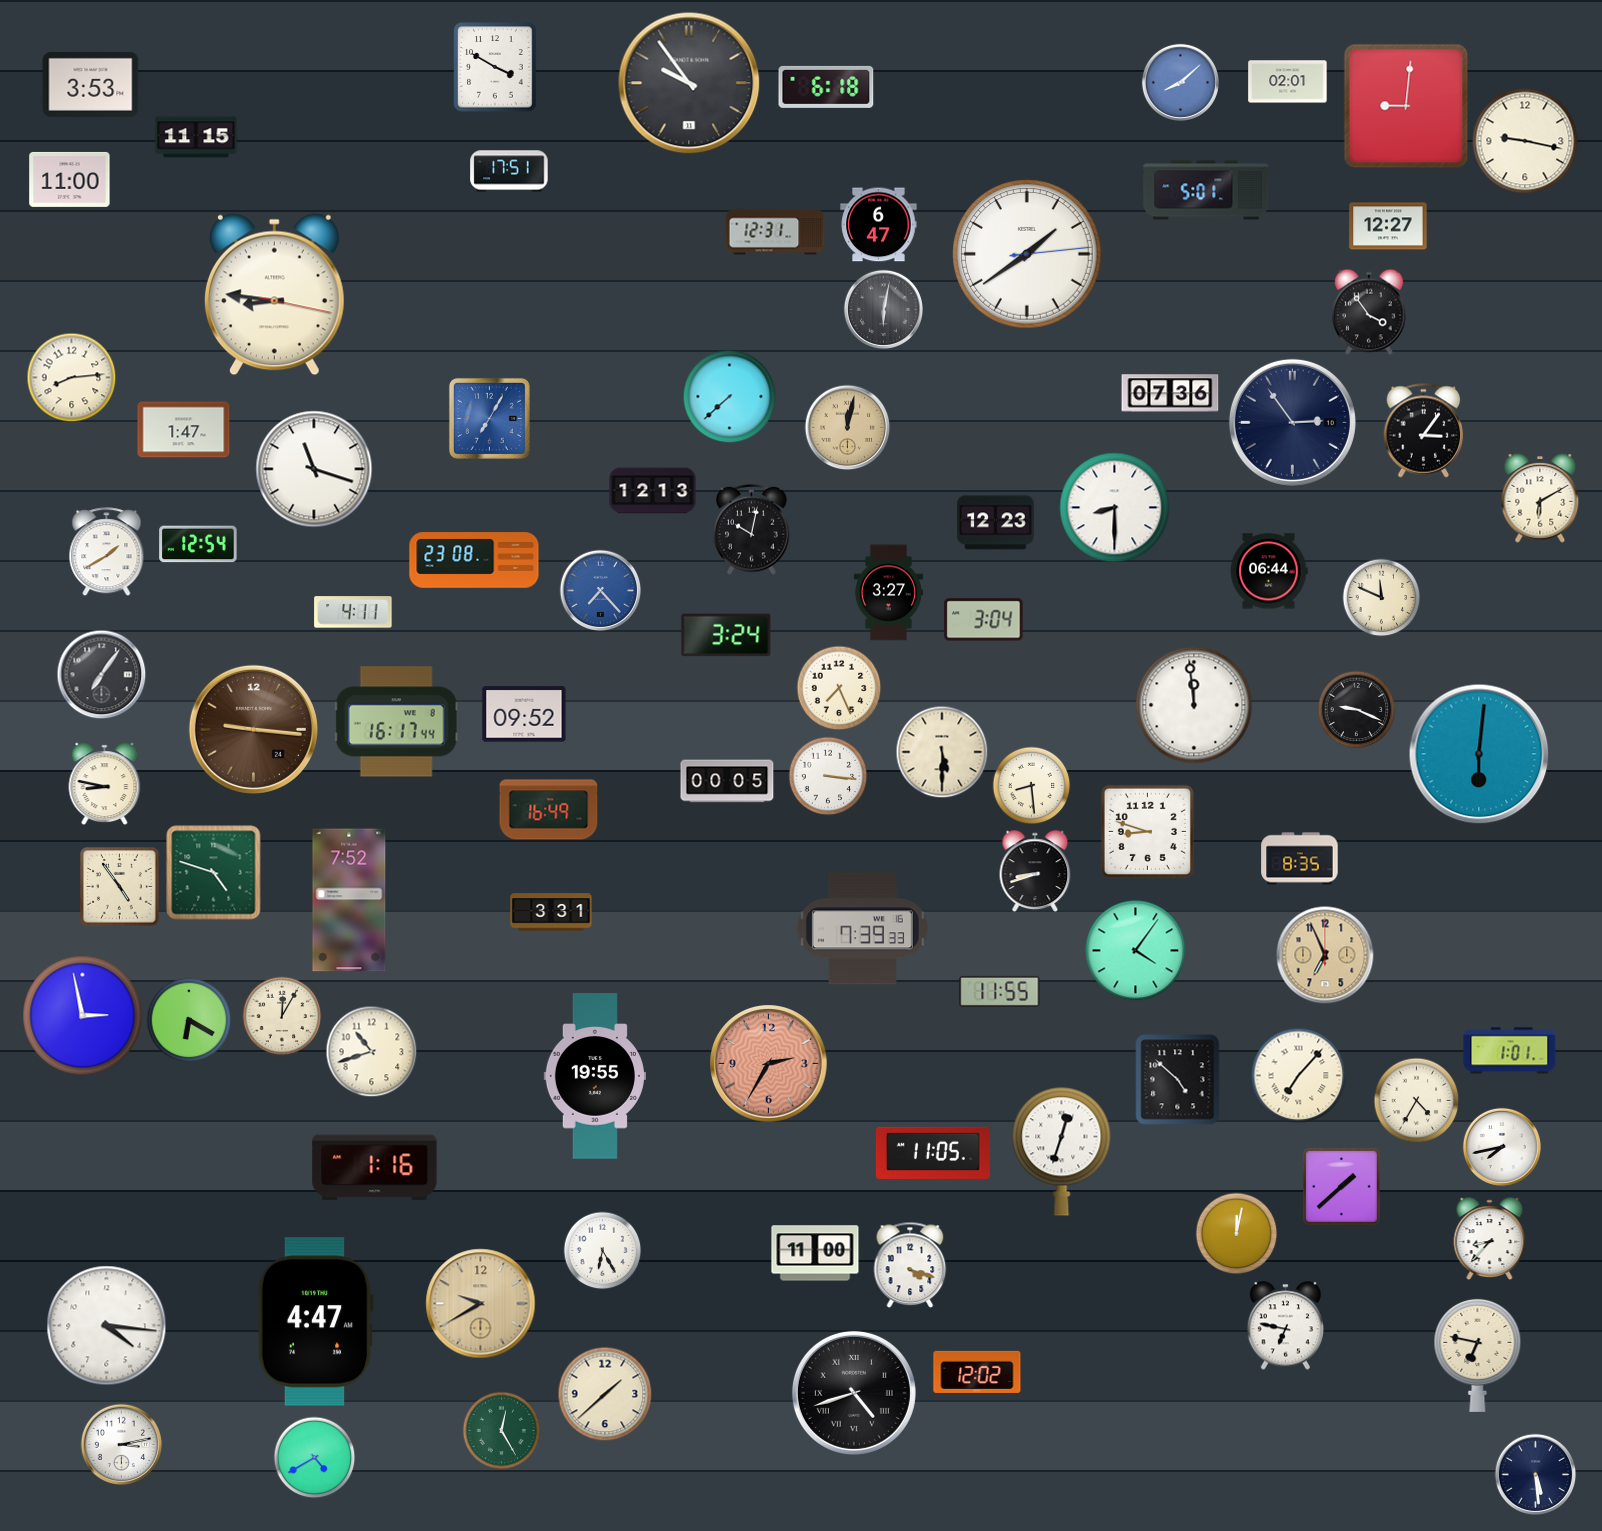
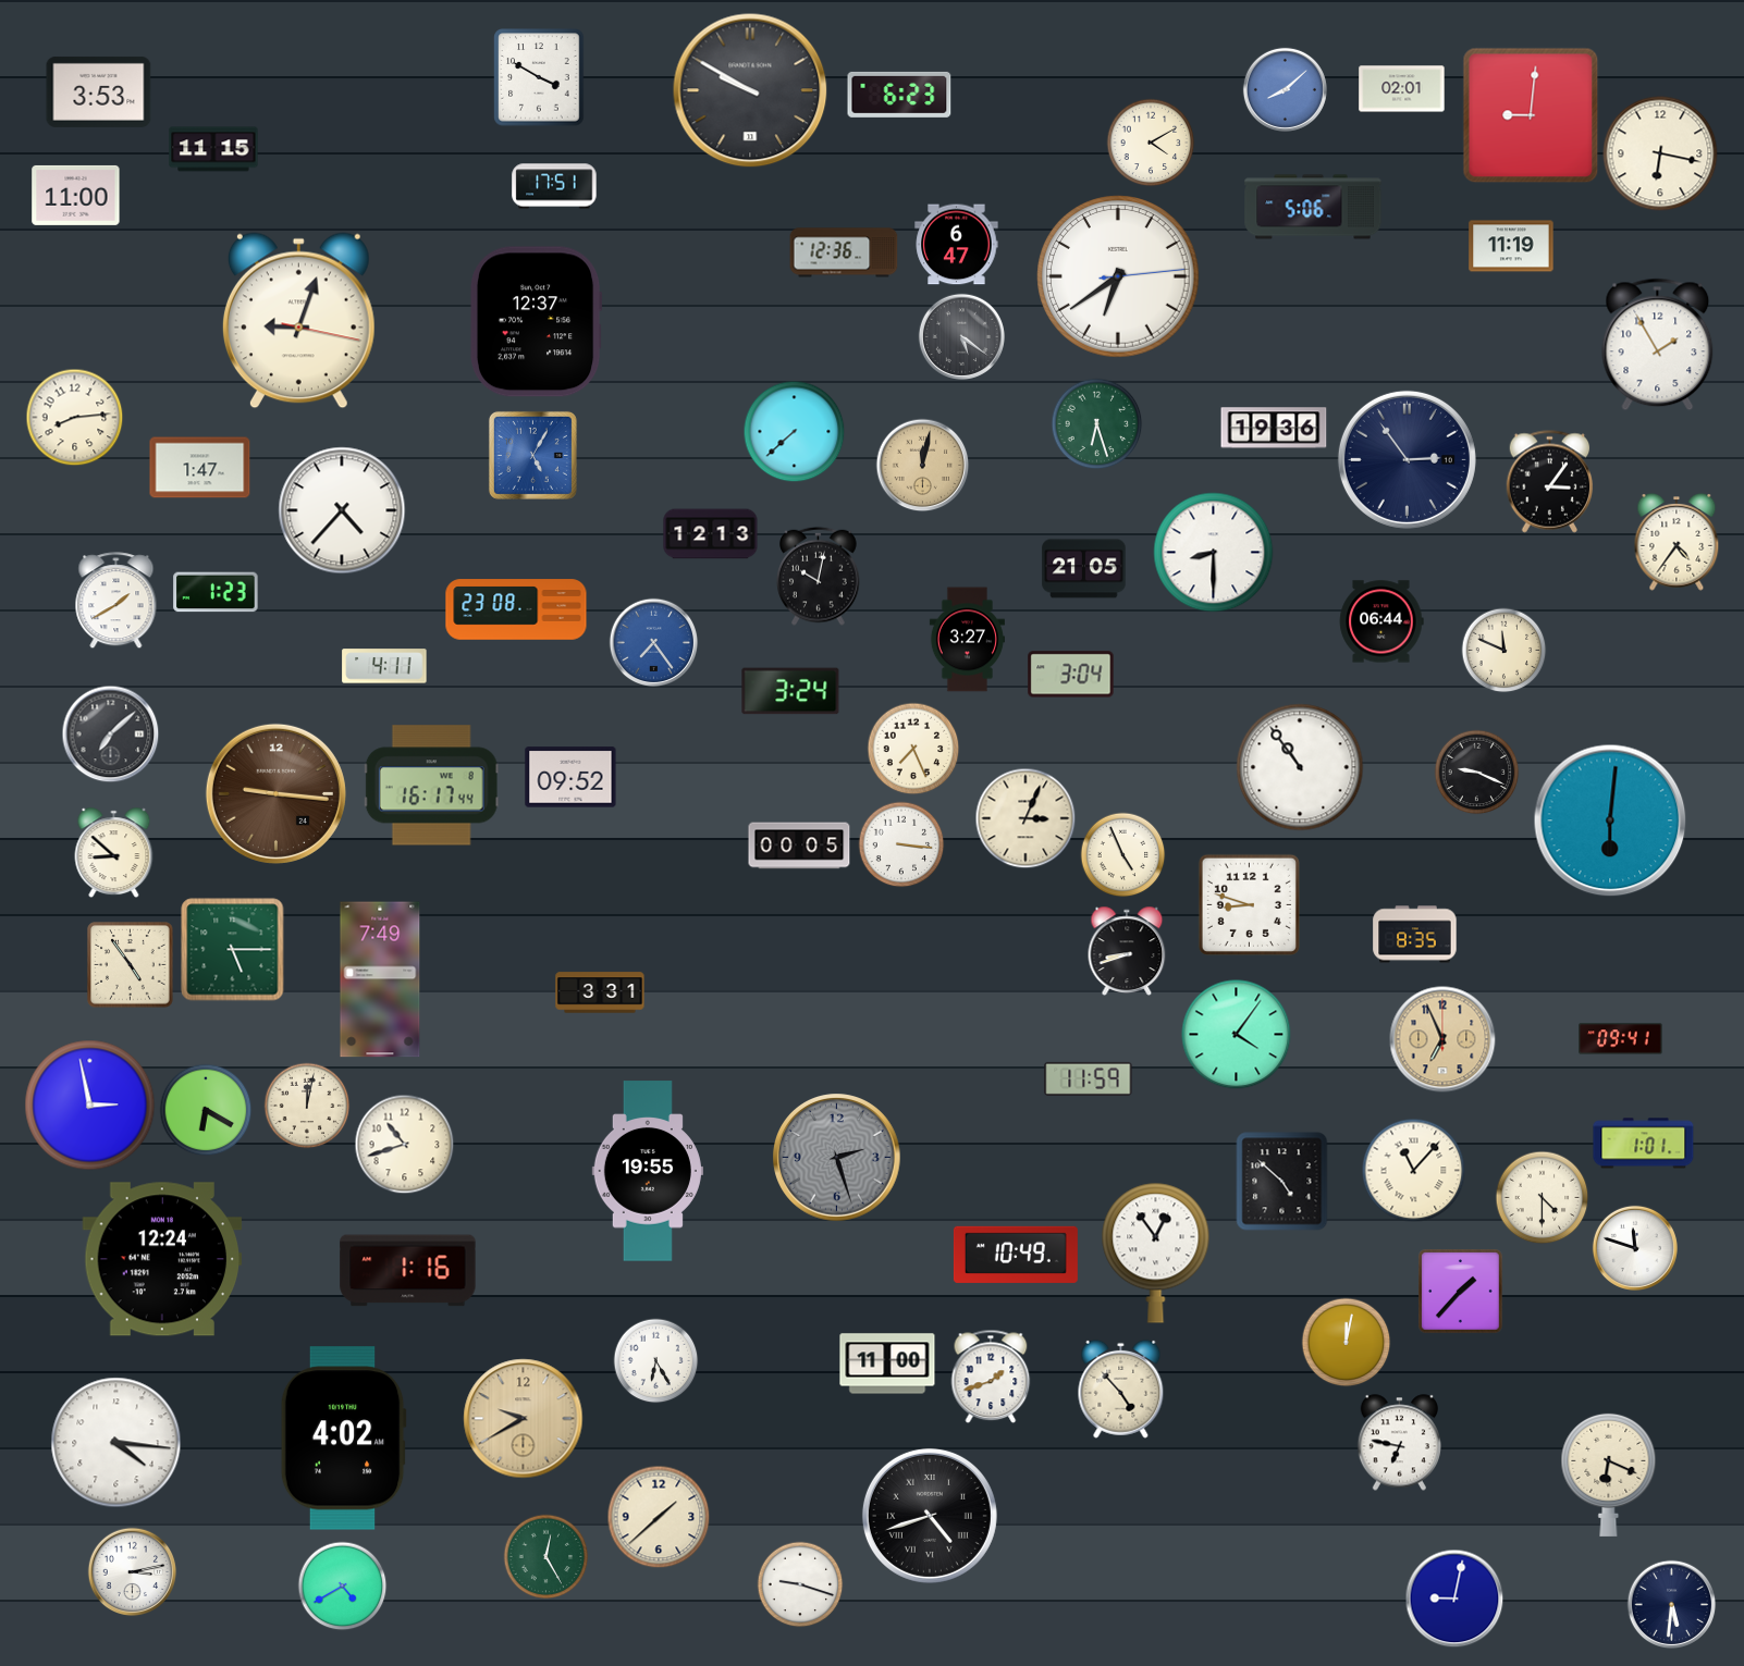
clock at (495, 67) position: (495, 67) -> (539, 77)
clock at (689, 83): 9:54 -> 9:50
clock at (826, 87): 6:18 -> 6:23
clock at (1151, 143): none -> 4:10
clock at (1525, 141): 9:17 -> 6:17
clock at (1206, 190): 5:01 -> 5:06
clock at (1388, 226): 12:27 -> 11:19
clock at (775, 232): 12:31 -> 12:36
clock at (1027, 254): 1:39 -> 6:39
clock at (274, 295): 8:46 -> 9:03
clock at (536, 322): none -> 12:37
clock at (883, 309): 6:02 -> 5:21
clock at (1369, 312): 3:54 -> none
clock at (1658, 345): none -> 1:55
clock at (71, 377) position: (71, 377) -> (74, 417)
clock at (1096, 423): none -> 6:27
clock at (1170, 393): 07:36 -> 19:36
clock at (489, 418): 7:05 -> 5:05
clock at (1424, 431) position: (1424, 431) -> (1550, 482)
clock at (314, 469): 11:18 -> 4:37
clock at (1540, 499): 6:10 -> 4:36
clock at (996, 523): 12:23 -> 21:05
clock at (198, 544): 12:54 -> 1:23
clock at (600, 590): 7:23 -> 7:24
clock at (888, 593) position: (888, 593) -> (967, 640)
clock at (101, 674): 7:06 -> 7:08
clock at (1194, 705): 11:59 -> 10:54
clock at (942, 752): 5:30 -> 3:04
clock at (727, 781) position: (727, 781) -> (799, 846)
clock at (105, 784): 8:47 -> 8:52
clock at (1031, 785): 8:29 -> 4:56
clock at (549, 810): 16:49 -> none
clock at (1035, 871) position: (1035, 871) -> (1127, 951)
clock at (214, 873): 4:48 -> 5:15
clock at (349, 900): 7:52 -> 7:49
clock at (862, 929): 7:39 -> none
clock at (1621, 1039): none -> 09:41
clock at (1000, 991): 11:55 -> 11:59
clock at (282, 1016): 12:05 -> 12:02
clock at (769, 1064): 2:35 -> 2:27
clock at (769, 1064) dial: salmon -> grey
clock at (1298, 1075): 7:07 -> 11:07
clock at (1178, 1080) position: (1178, 1080) -> (1282, 1182)
clock at (1416, 1100): 4:35 -> 4:30
clock at (1502, 1147): 7:43 -> 11:48
clock at (1062, 1151): 12:33 -> 12:54
clock at (933, 1153): 11:05 -> 10:49
clock at (162, 1259): none -> 12:24
clock at (1342, 1187): 1:38 -> 1:37
clock at (1490, 1239): 8:37 -> none
clock at (910, 1265): 4:18 -> 1:42
clock at (1121, 1389): none -> 4:53
clock at (315, 1322): 4:47 -> 4:02
clock at (1478, 1355): 6:47 -> 6:19
clock at (977, 1372): 12:02 -> none
clock at (800, 1584): none -> 9:18
clock at (1454, 1599): none -> 9:02
clock at (1535, 1474): 5:29 -> 5:31
